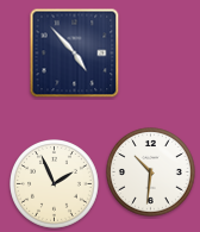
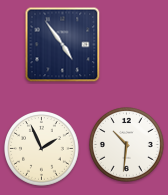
clock at (75, 54): 4:53 -> 4:54
clock at (55, 184) position: (55, 184) -> (42, 149)
